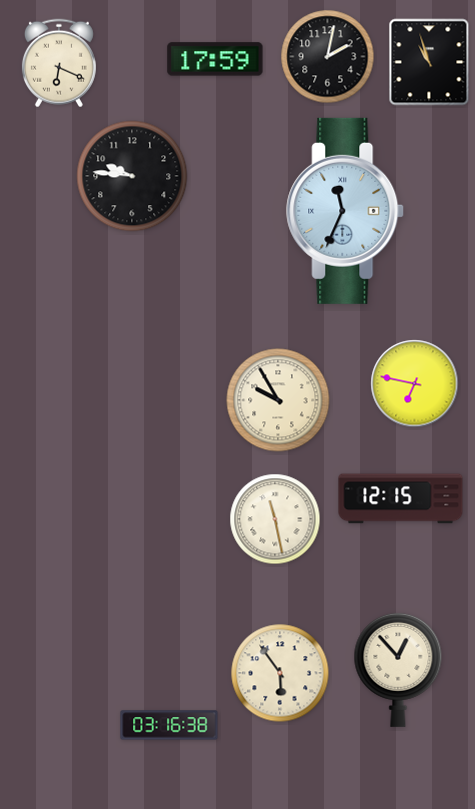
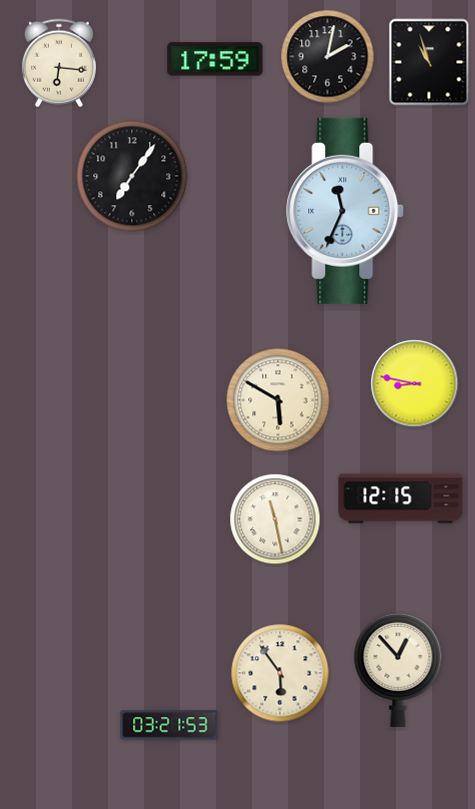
clock at (59, 63): 6:19 -> 6:16
clock at (132, 176): 9:46 -> 7:06
clock at (415, 384): 6:47 -> 8:47
clock at (278, 400): 9:55 -> 5:50
clock at (169, 725): 03:16 -> 03:21
